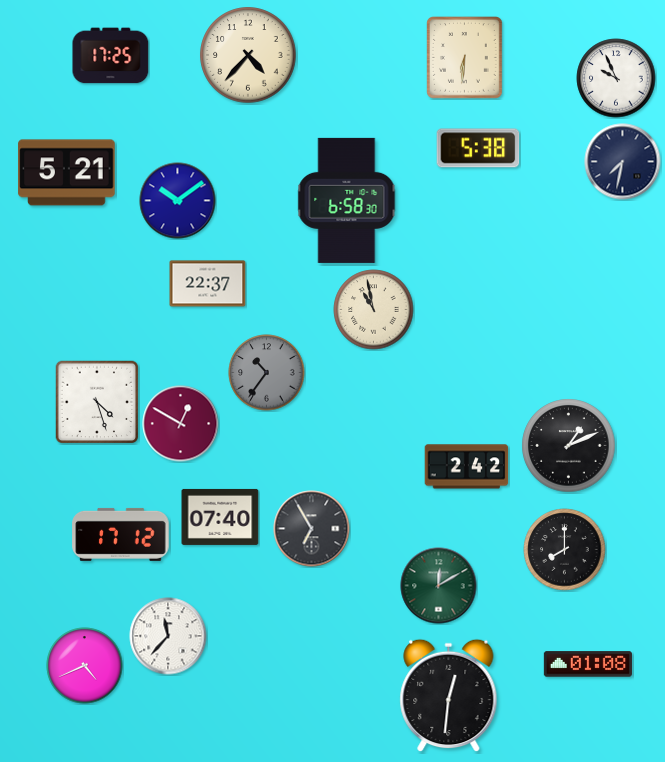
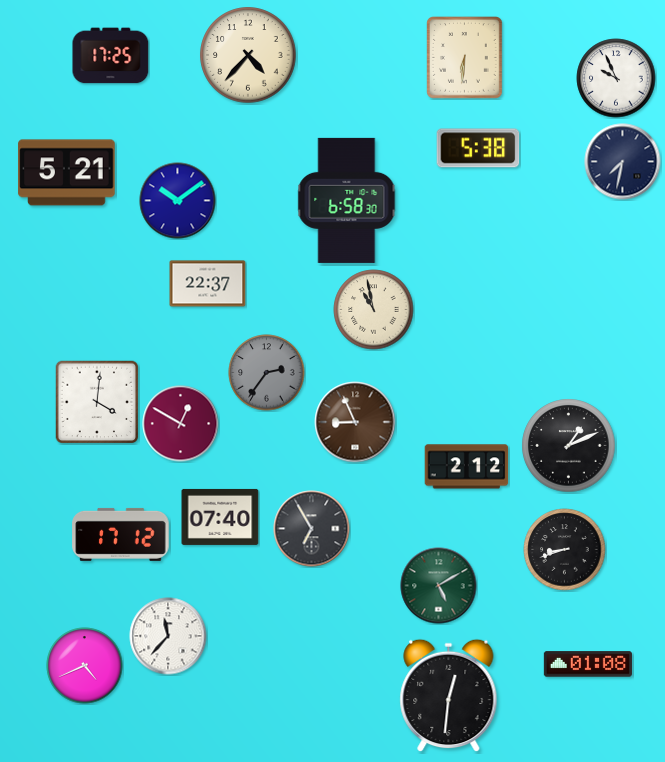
clock at (267, 373): 10:36 -> 2:36
clock at (97, 402): 4:27 -> 4:01
clock at (355, 422): none -> 8:56
clock at (467, 467): 2:42 -> 2:12
clock at (565, 550): 8:00 -> 8:42
clock at (439, 586): 12:10 -> 5:10
